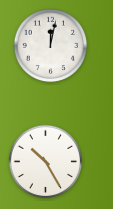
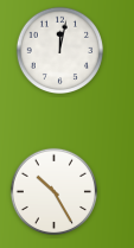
clock at (51, 46) position: (51, 46) -> (60, 51)
